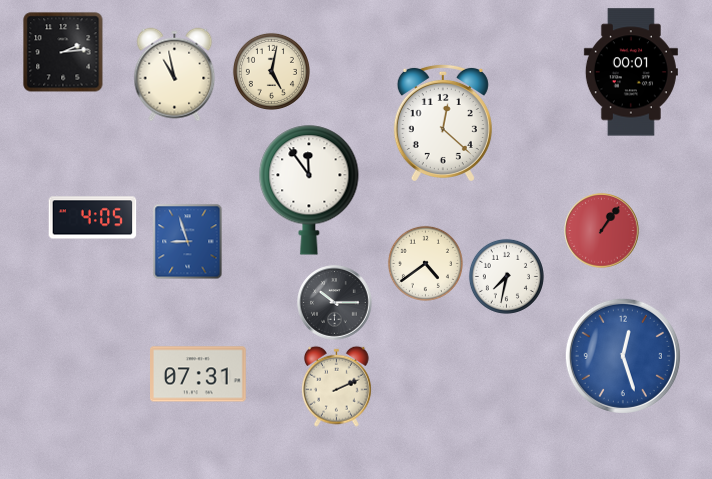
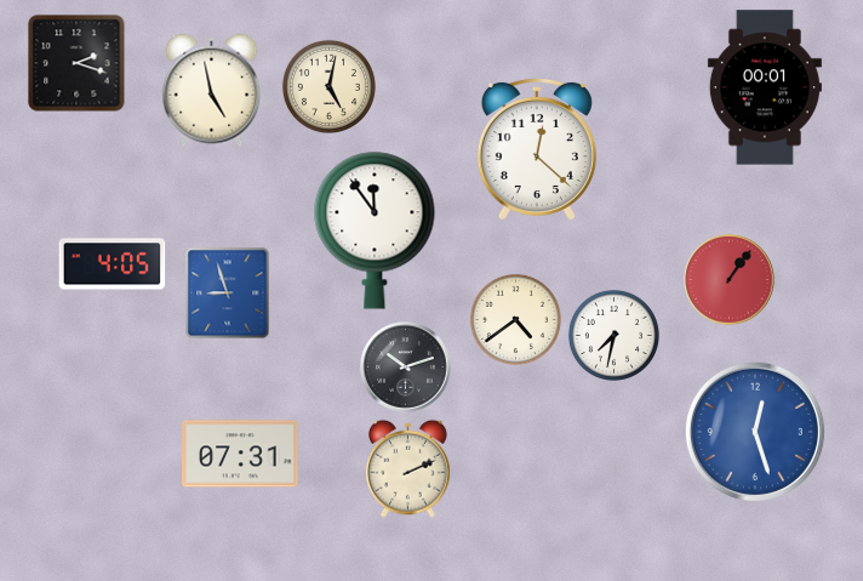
clock at (63, 52): 2:14 -> 2:18
clock at (175, 75): 10:58 -> 4:58
clock at (335, 303): 10:15 -> 10:12
